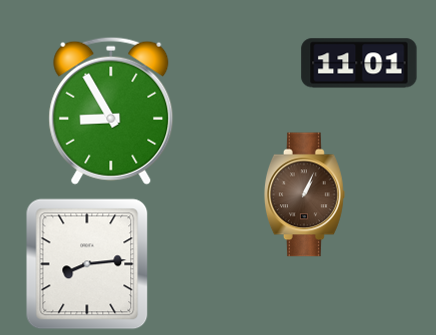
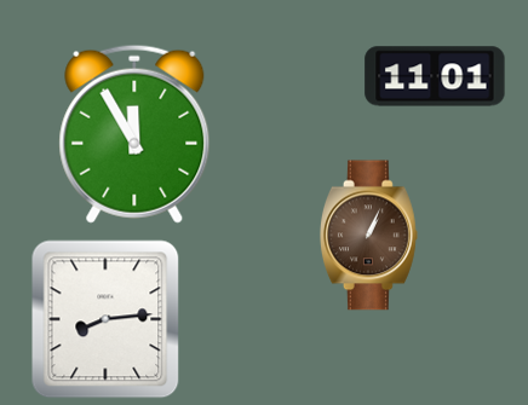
clock at (111, 111): 8:55 -> 11:55
